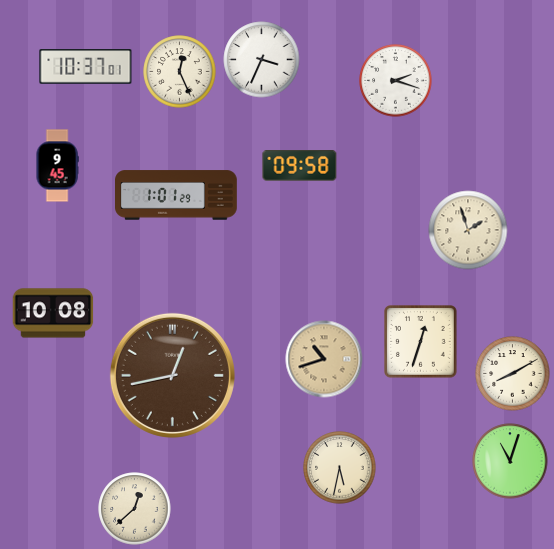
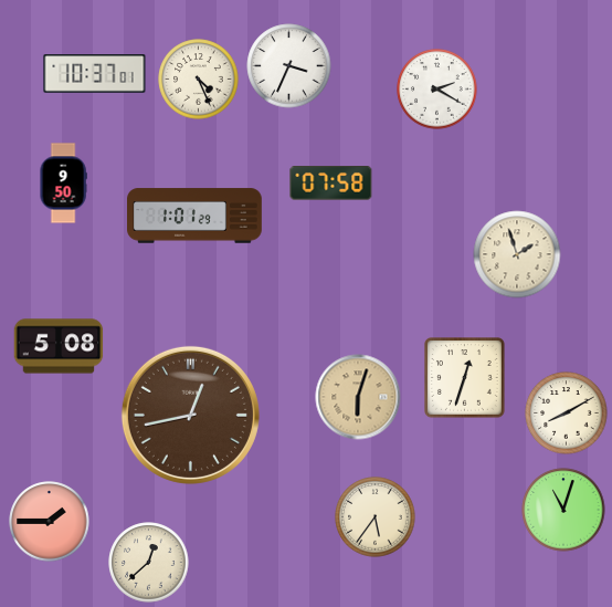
clock at (180, 72): 12:26 -> 4:26
clock at (396, 81): 2:18 -> 2:20
clock at (57, 166): 9:45 -> 9:50
clock at (300, 166): 09:58 -> 07:58
clock at (53, 313): 10:08 -> 5:08
clock at (324, 359): 10:42 -> 6:03
clock at (340, 468): 5:32 -> 5:36
clock at (50, 522): none -> 1:45
